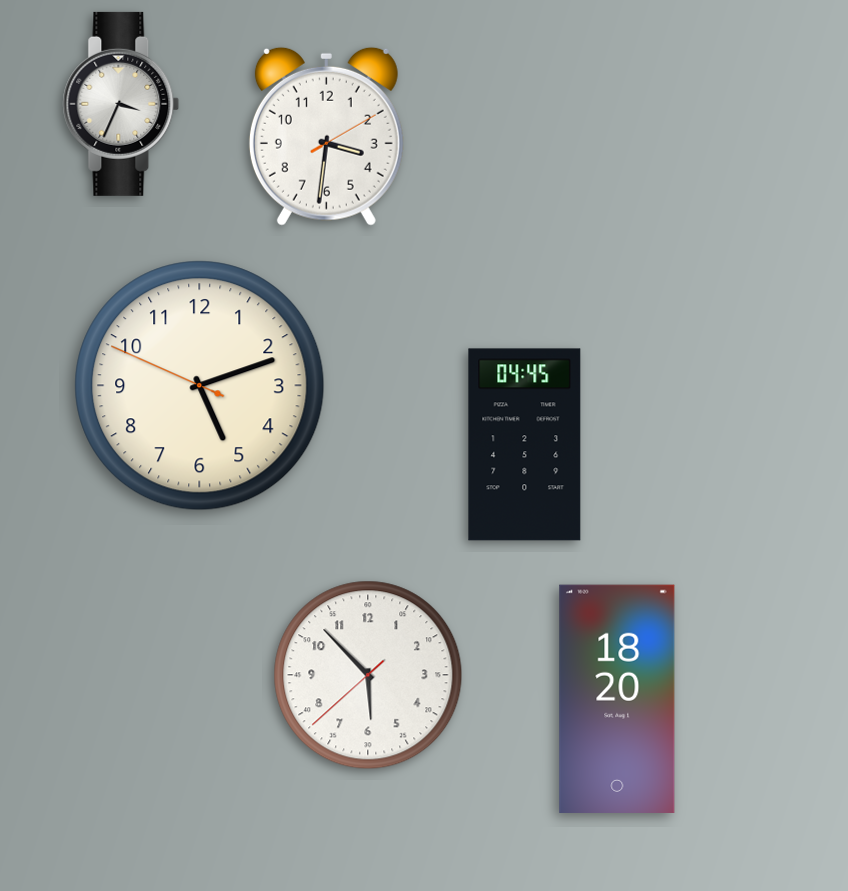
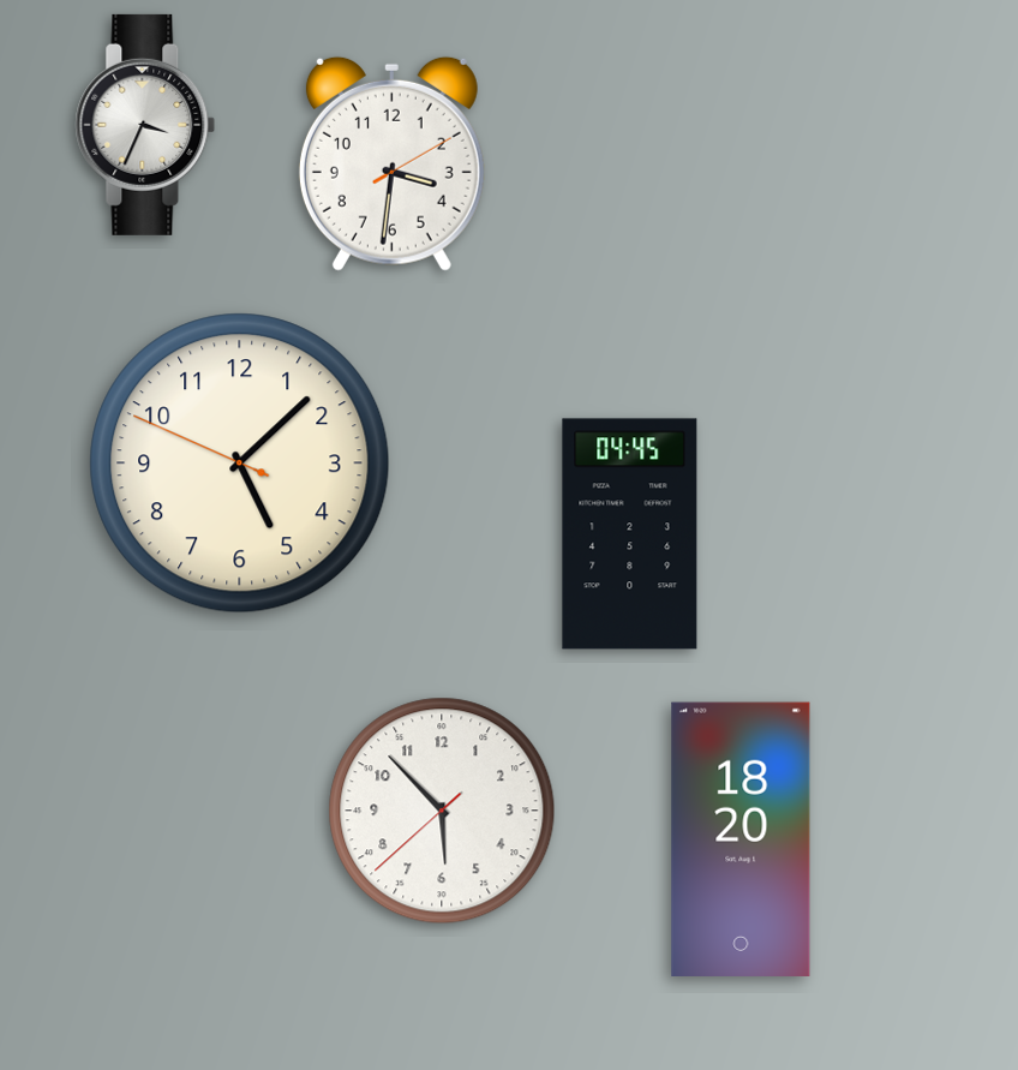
clock at (200, 386): 5:11 -> 5:07
